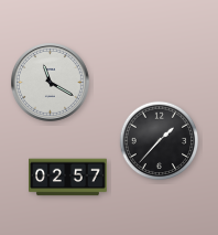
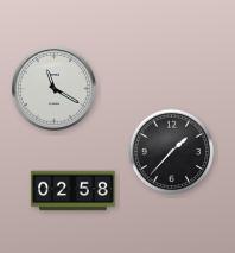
clock at (68, 178): 02:57 -> 02:58
